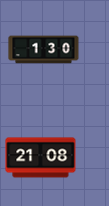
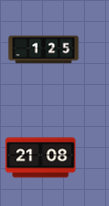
clock at (44, 50): 1:30 -> 1:25
